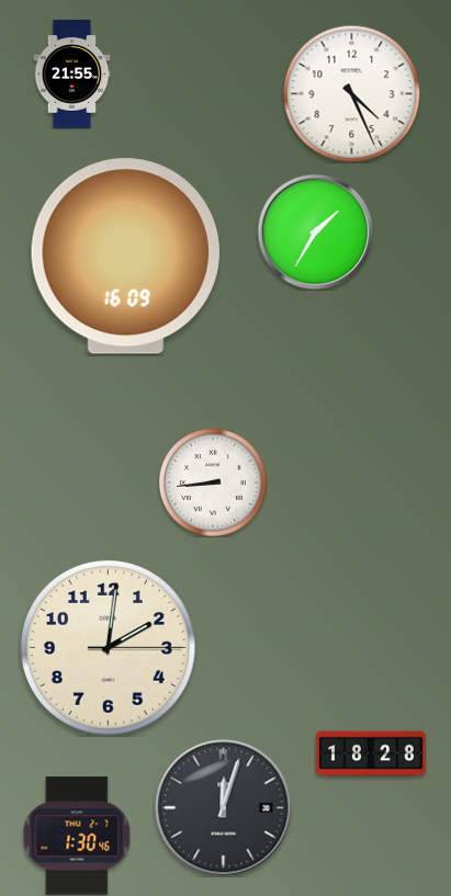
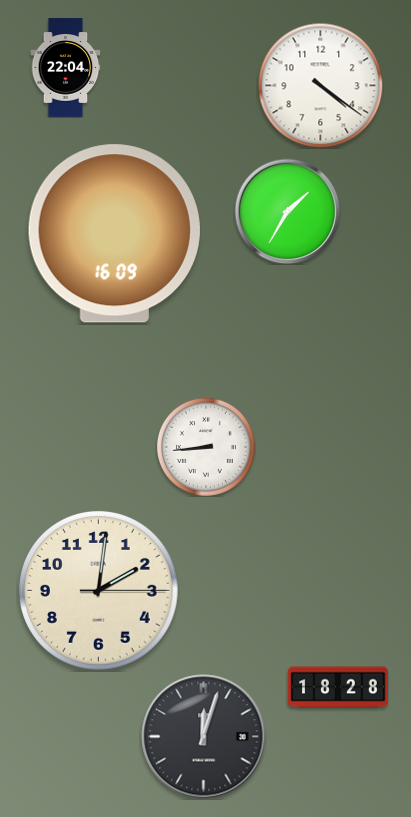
clock at (72, 75): 21:55 -> 22:04
clock at (351, 93): 4:26 -> 4:21
clock at (213, 483) position: (213, 483) -> (206, 447)
clock at (77, 836): 1:30 -> none
